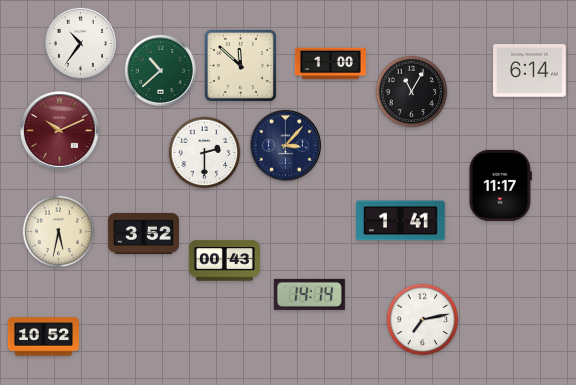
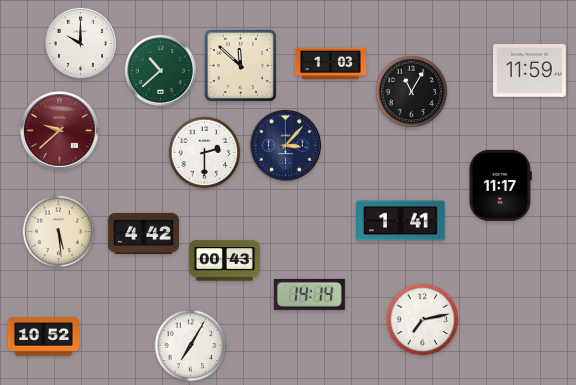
clock at (80, 43): 10:36 -> 10:00
clock at (330, 64): 1:00 -> 1:03
clock at (530, 71): 6:14 -> 11:59
clock at (60, 131): 10:11 -> 9:38
clock at (59, 232): 5:32 -> 5:29
clock at (143, 233): 3:52 -> 4:42
clock at (191, 346): none -> 7:05
